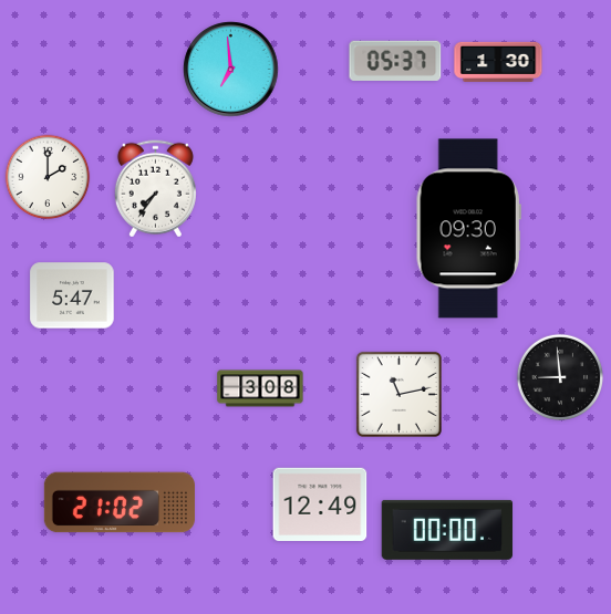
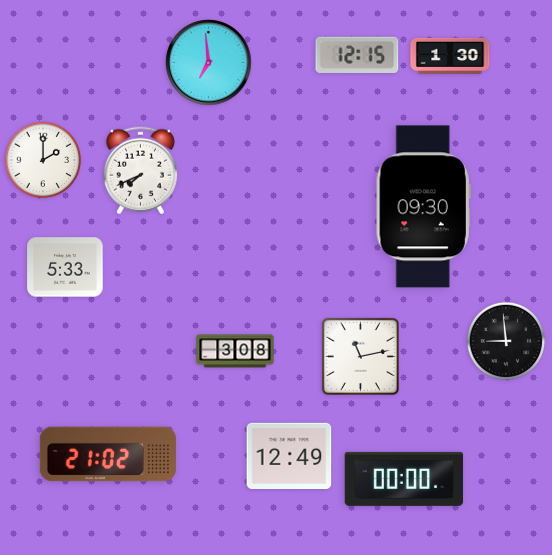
clock at (395, 61): 05:37 -> 12:15
clock at (155, 189): 7:36 -> 7:41
clock at (72, 295): 5:47 -> 5:33
